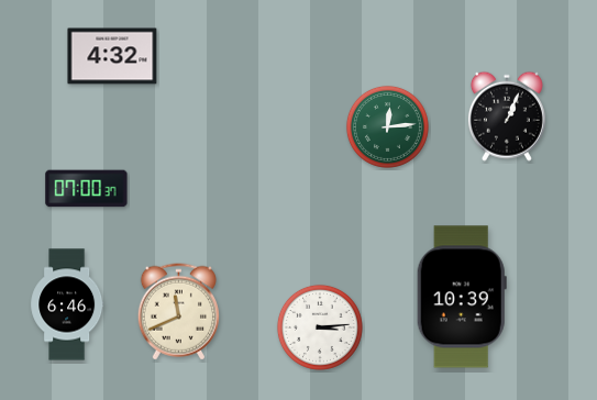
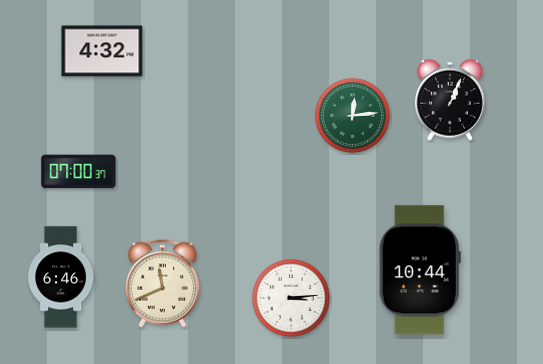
clock at (507, 116) position: (507, 116) -> (450, 100)
clock at (462, 297): 10:39 -> 10:44
